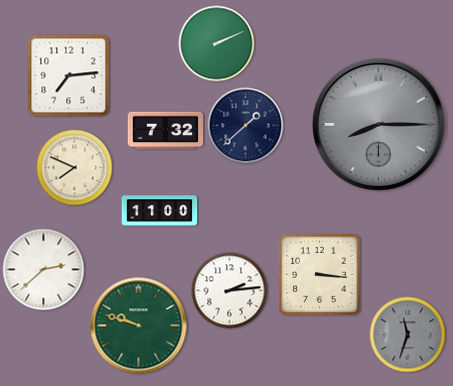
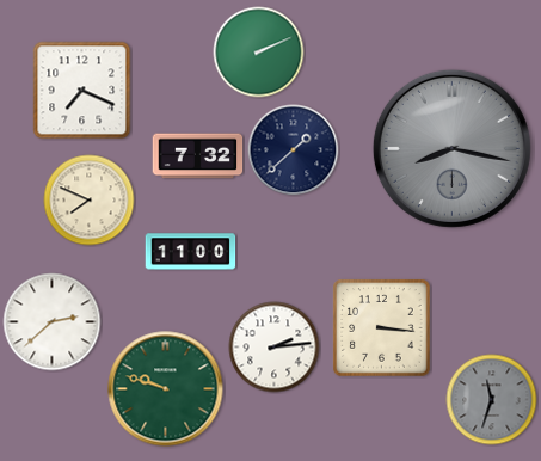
clock at (69, 76): 7:14 -> 7:19
clock at (378, 124): 8:15 -> 8:17
clock at (408, 335) position: (408, 335) -> (492, 400)
